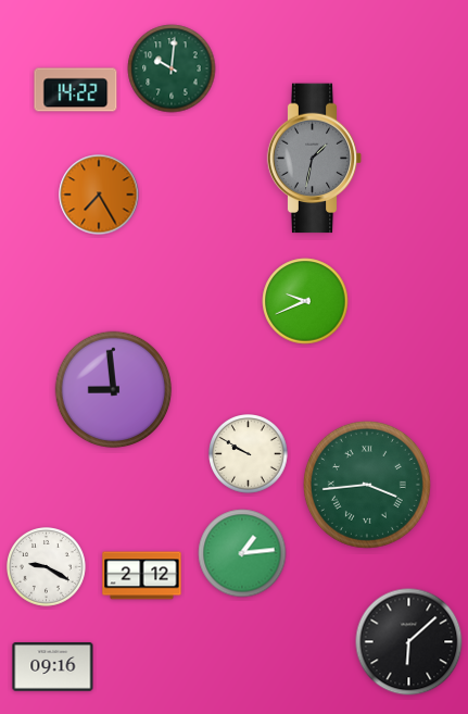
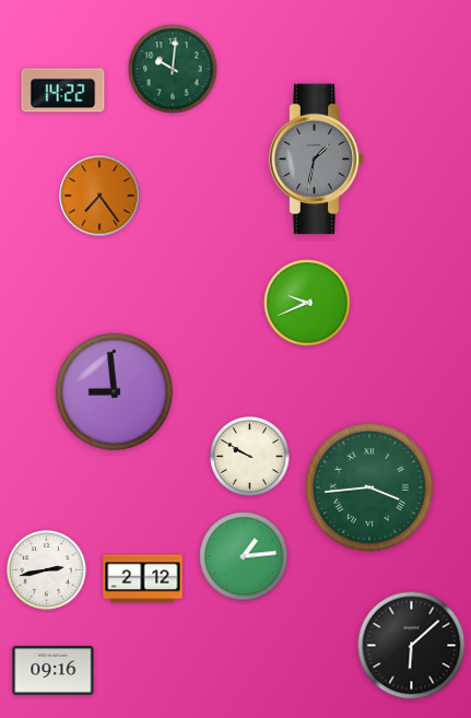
clock at (76, 90) position: (76, 90) -> (63, 91)
clock at (99, 195): 7:25 -> 7:24
clock at (47, 567): 9:20 -> 2:43
